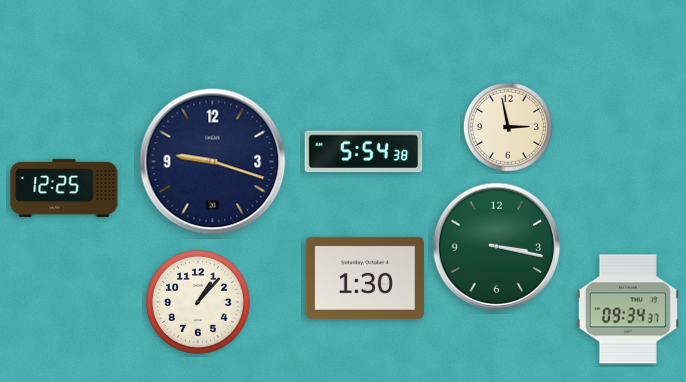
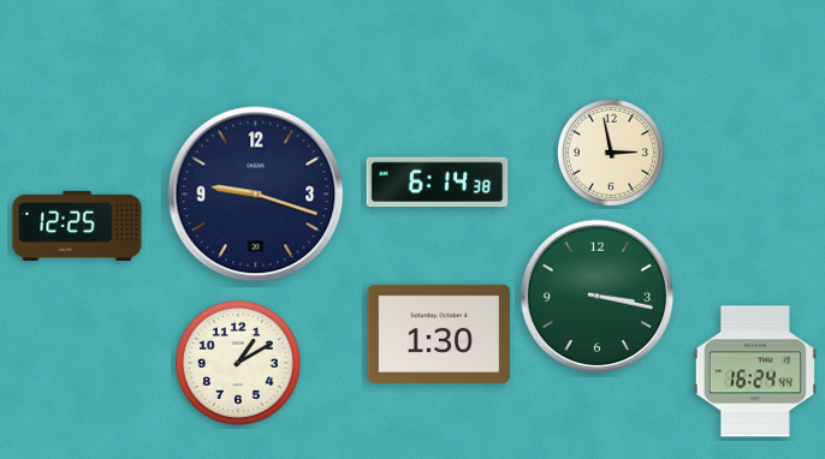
clock at (364, 152): 5:54 -> 6:14
clock at (198, 302): 1:07 -> 1:10
clock at (628, 309): 09:34 -> 16:24
